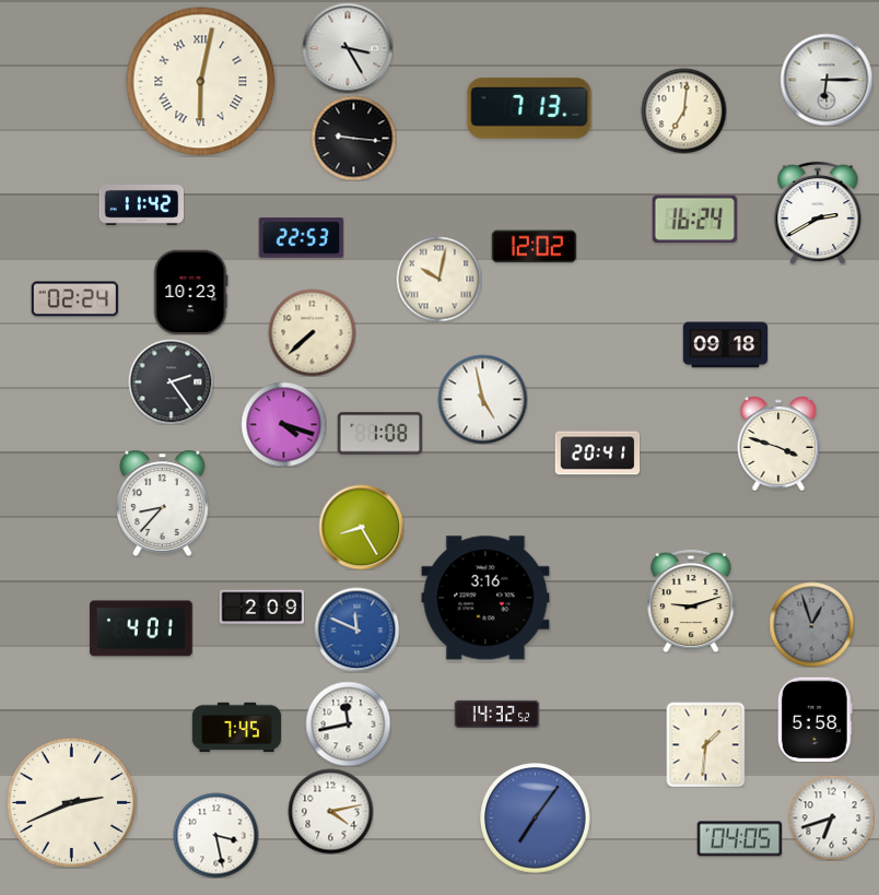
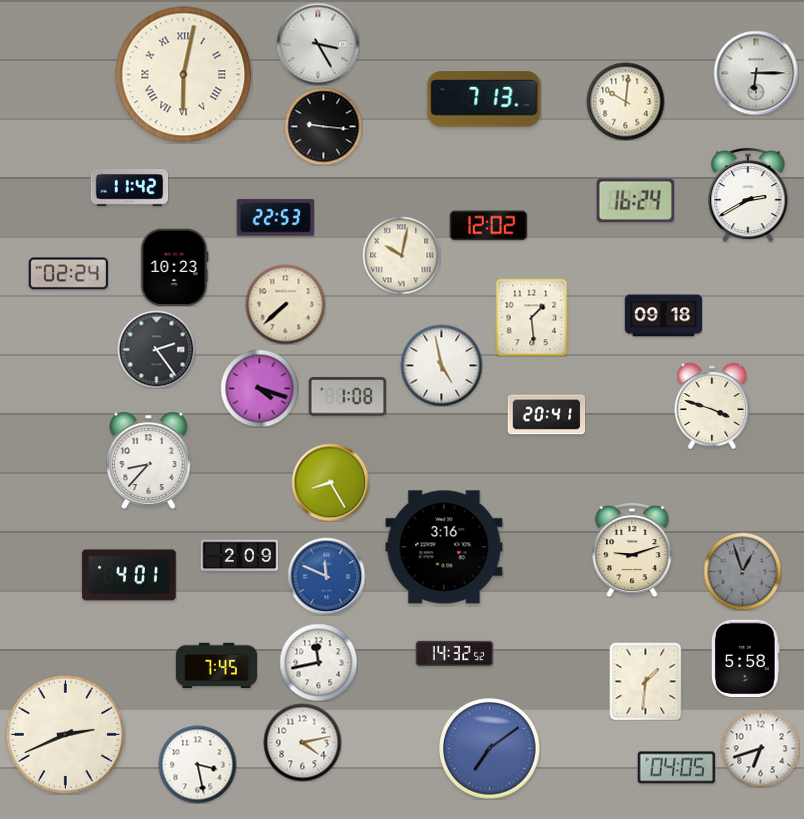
clock at (683, 110): 7:01 -> 10:01
clock at (532, 317): none -> 1:29
clock at (536, 819): 7:06 -> 7:09
